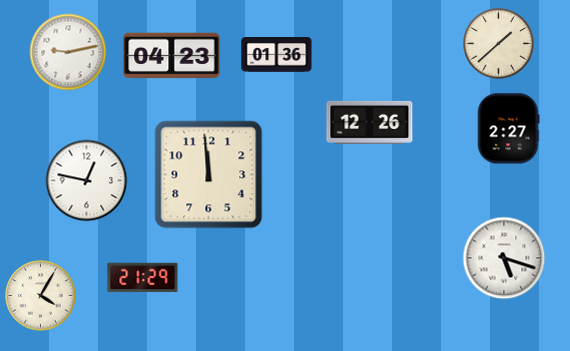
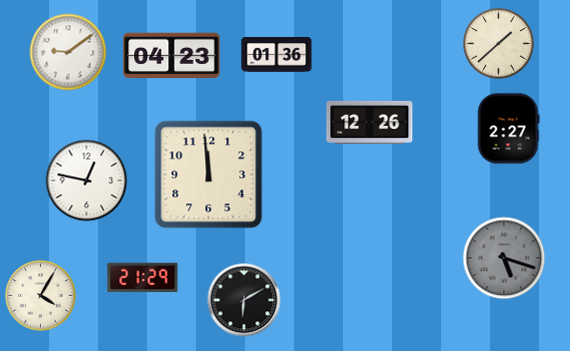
clock at (68, 52): 9:13 -> 9:09
clock at (504, 258) dial: white -> grey
clock at (244, 300): none -> 6:10
